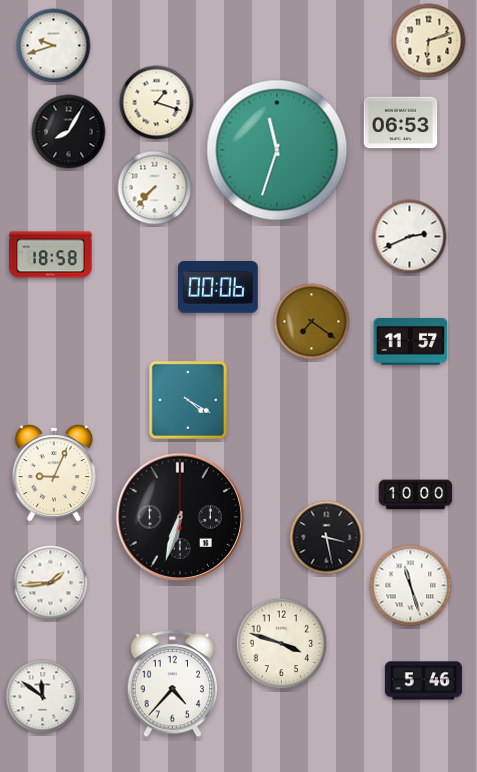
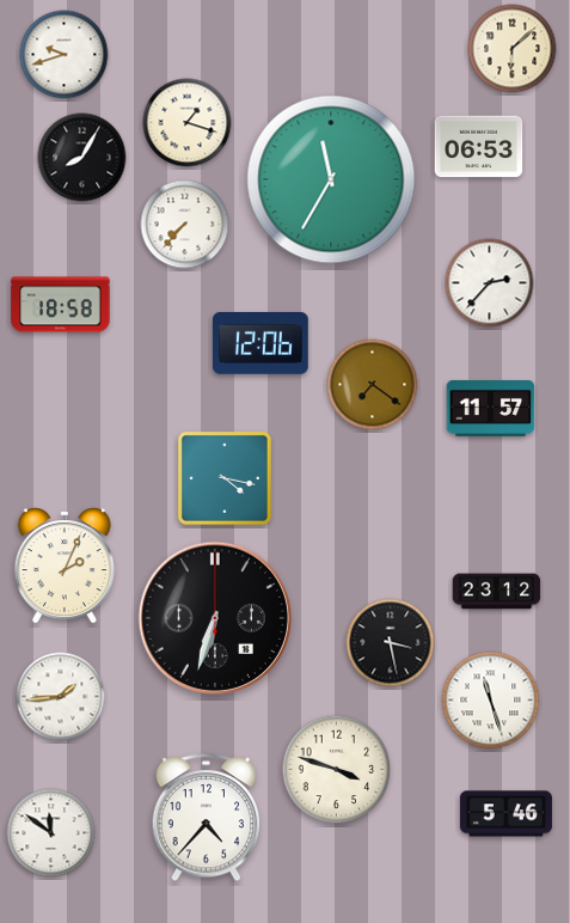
clock at (429, 41): 6:12 -> 6:08
clock at (277, 150): 11:33 -> 11:35
clock at (410, 237): 2:41 -> 2:37
clock at (219, 288): 00:06 -> 12:06
clock at (188, 400): 4:20 -> 4:17
clock at (54, 473): 9:04 -> 2:04
clock at (416, 495): 10:00 -> 23:12
